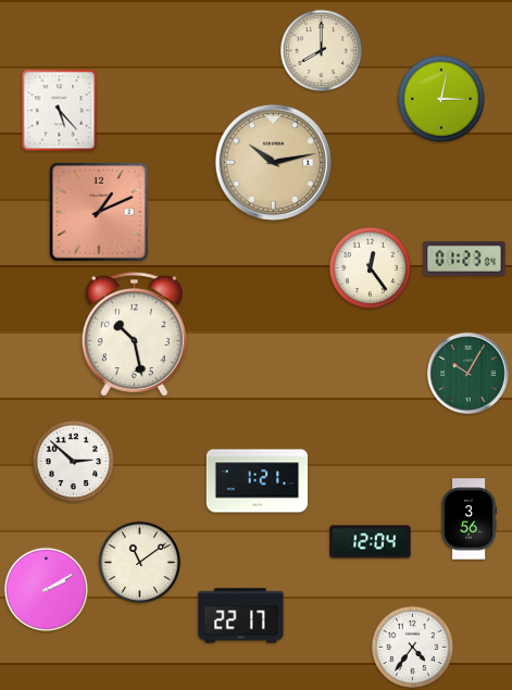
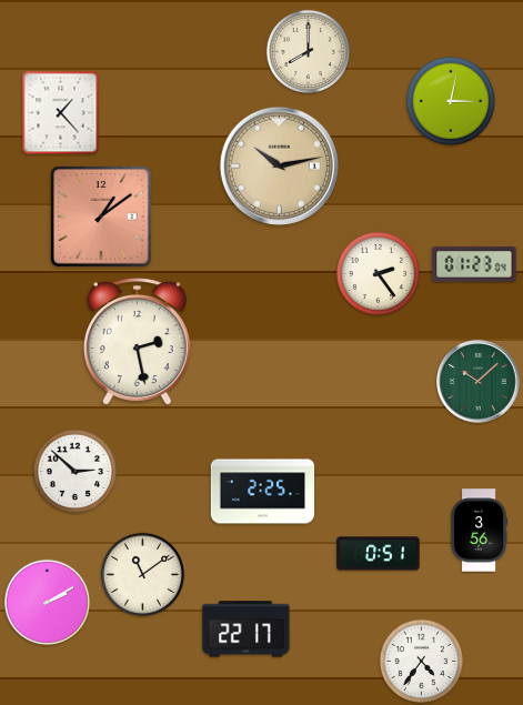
clock at (321, 50) position: (321, 50) -> (308, 51)
clock at (60, 111): 5:23 -> 1:23
clock at (100, 213): 1:11 -> 1:09
clock at (370, 267): 12:24 -> 2:24
clock at (134, 335): 10:28 -> 2:28
clock at (469, 374): 10:05 -> 10:08
clock at (257, 481): 1:21 -> 2:25
clock at (371, 542): 12:04 -> 0:51
